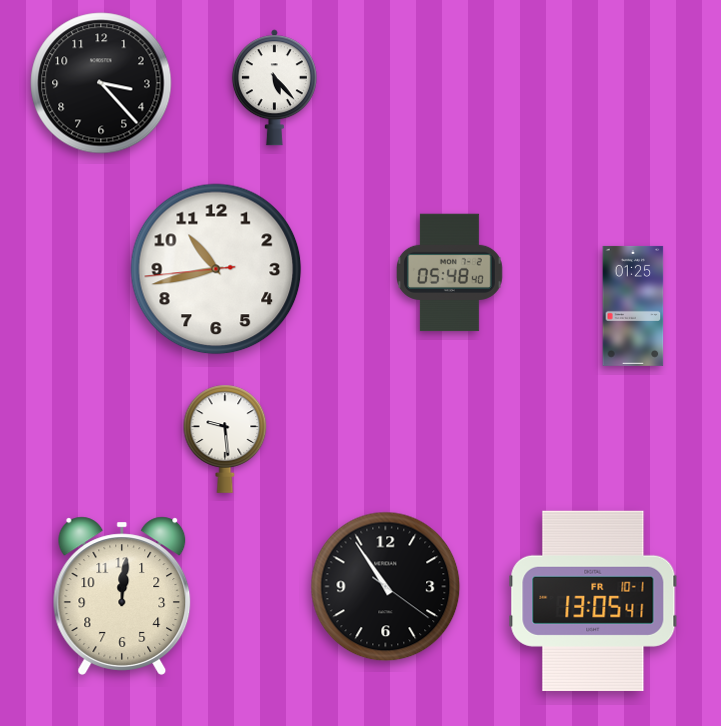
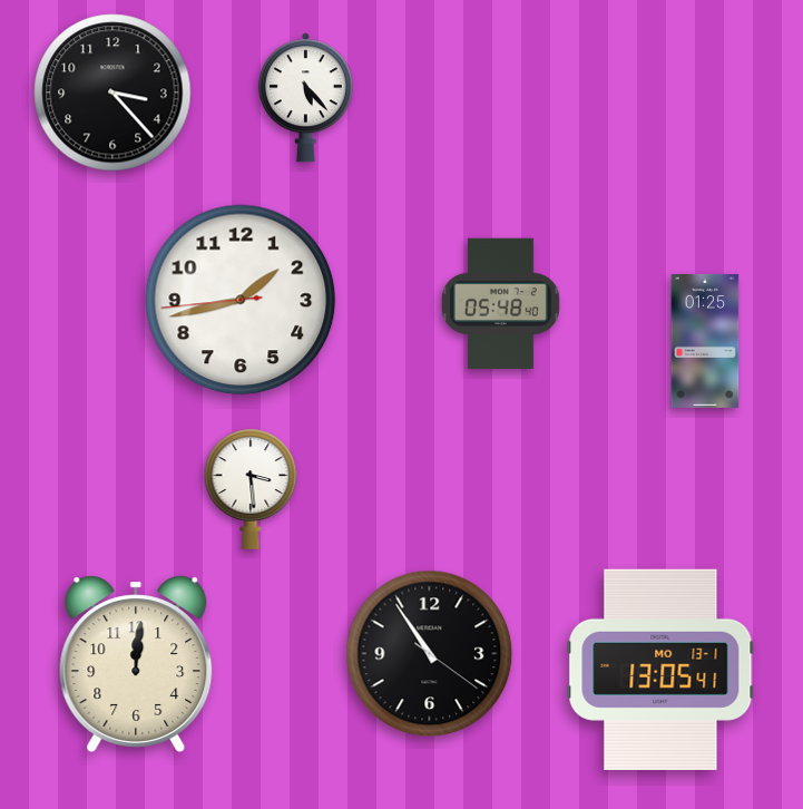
clock at (216, 269): 10:42 -> 1:42
clock at (225, 439): 9:29 -> 3:29
clock at (593, 601) date: FR 10-1 -> MO 13-1
